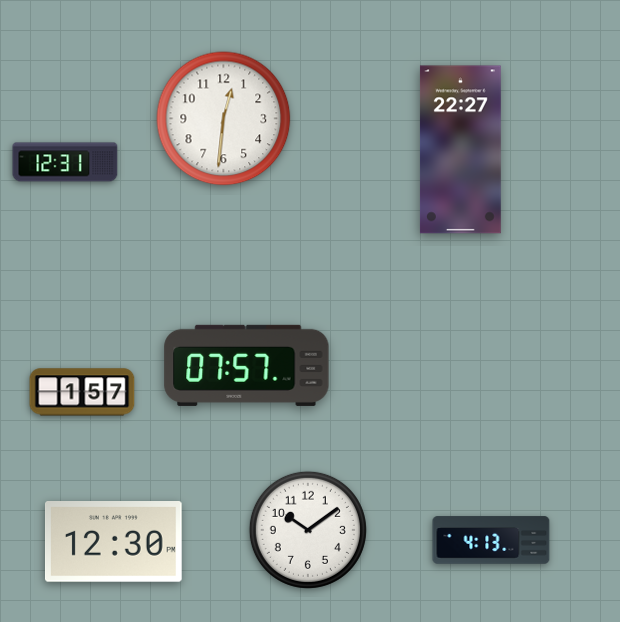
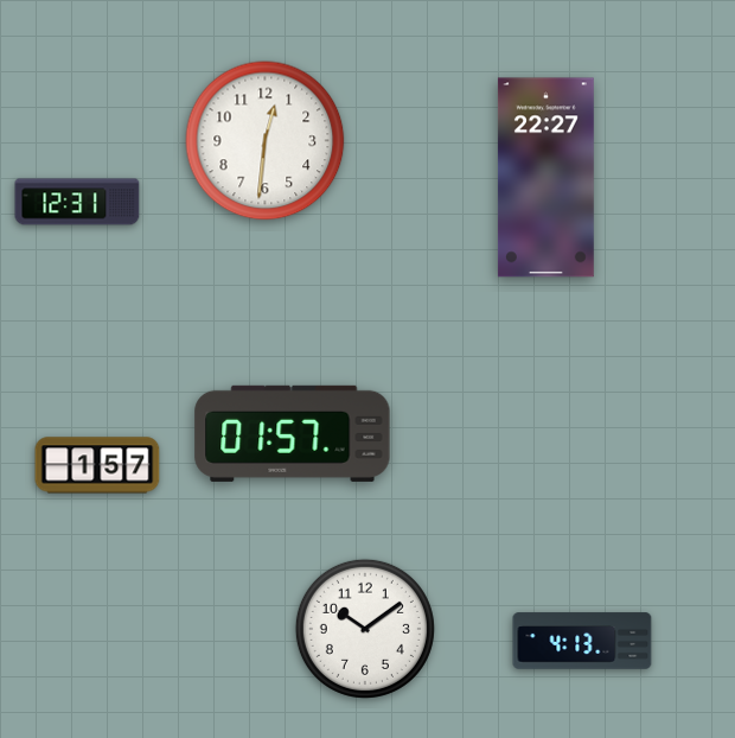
clock at (65, 162) position: (65, 162) -> (77, 202)
clock at (247, 365): 07:57 -> 01:57
clock at (114, 542): 12:30 -> none
